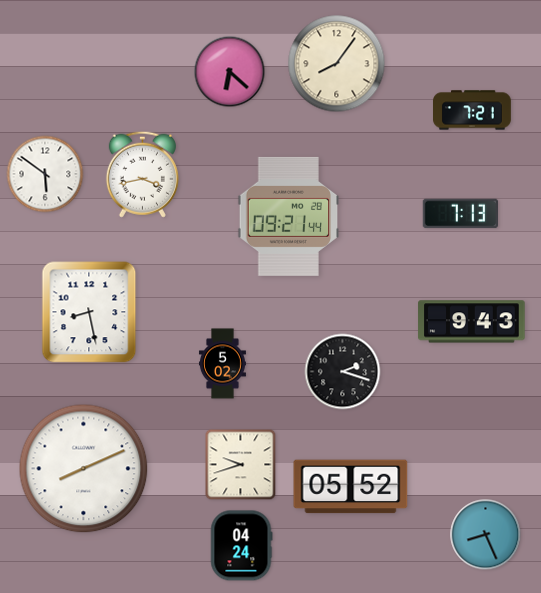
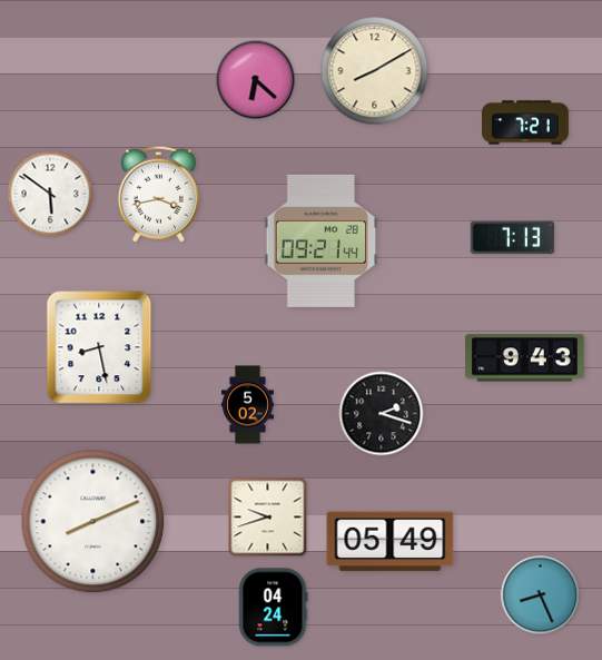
clock at (337, 64): 8:06 -> 8:10
clock at (351, 487): 05:52 -> 05:49
clock at (241, 546) position: (241, 546) -> (273, 608)
